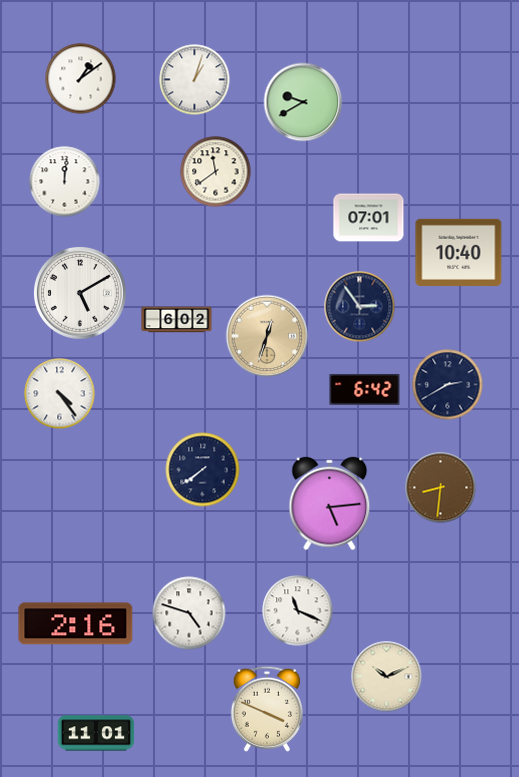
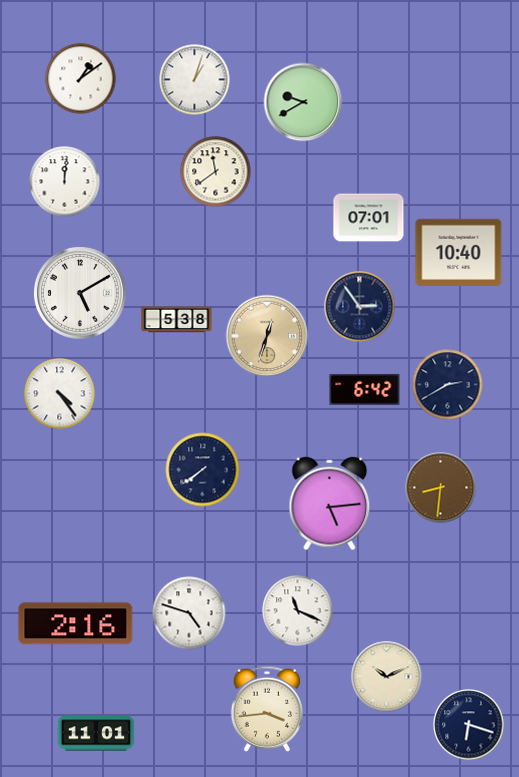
clock at (177, 320): 6:02 -> 5:38
clock at (266, 709): 3:49 -> 3:44
clock at (469, 725): none -> 6:18
